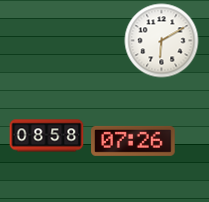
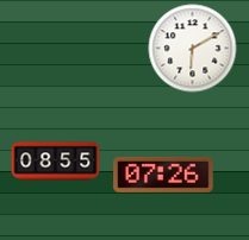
clock at (47, 136): 08:58 -> 08:55
clock at (133, 141) position: (133, 141) -> (163, 175)
